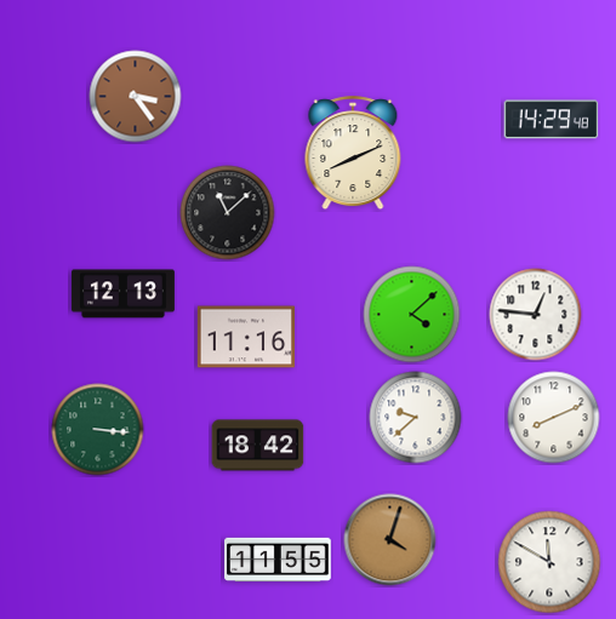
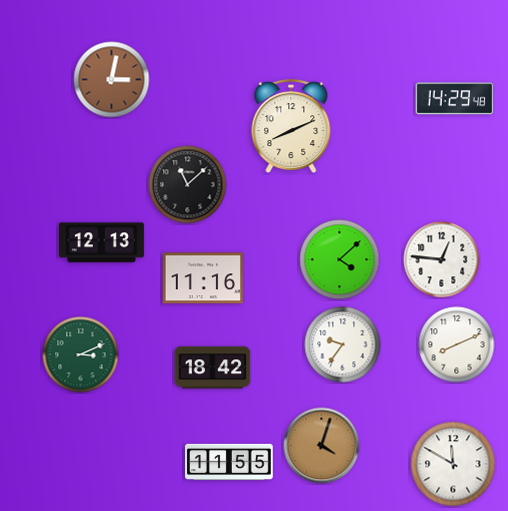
clock at (136, 97): 3:24 -> 3:02
clock at (228, 213) position: (228, 213) -> (188, 185)
clock at (416, 418): 9:38 -> 9:36
clock at (98, 430): 3:16 -> 3:11
